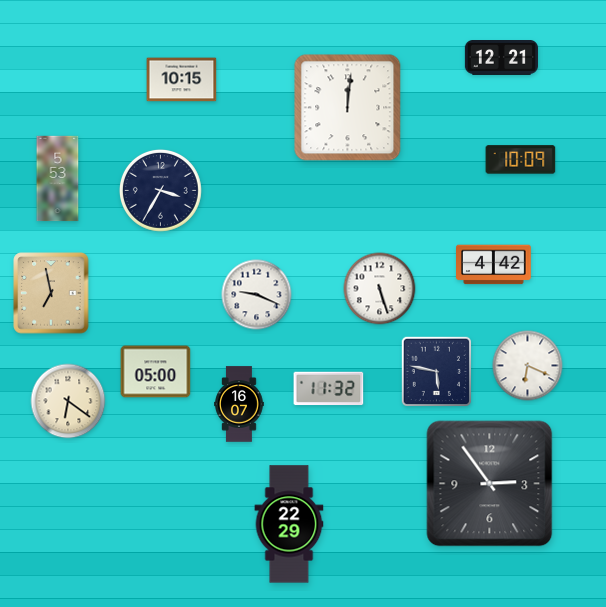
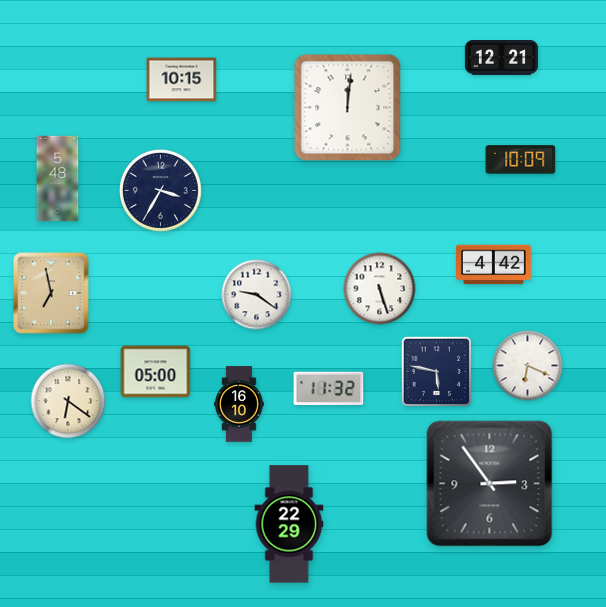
clock at (58, 179): 5:53 -> 5:48
clock at (257, 295): 9:19 -> 9:21
clock at (239, 404): 16:07 -> 16:10
